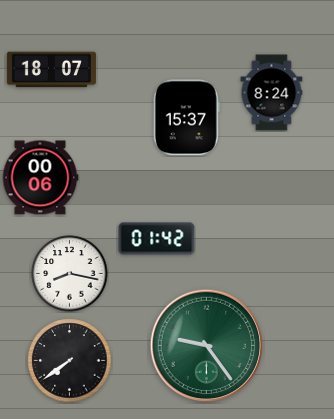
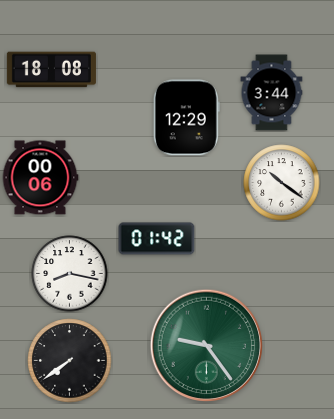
clock at (51, 70): 18:07 -> 18:08
clock at (272, 93): 8:24 -> 3:44
clock at (186, 118): 15:37 -> 12:29
clock at (282, 183): none -> 10:21
